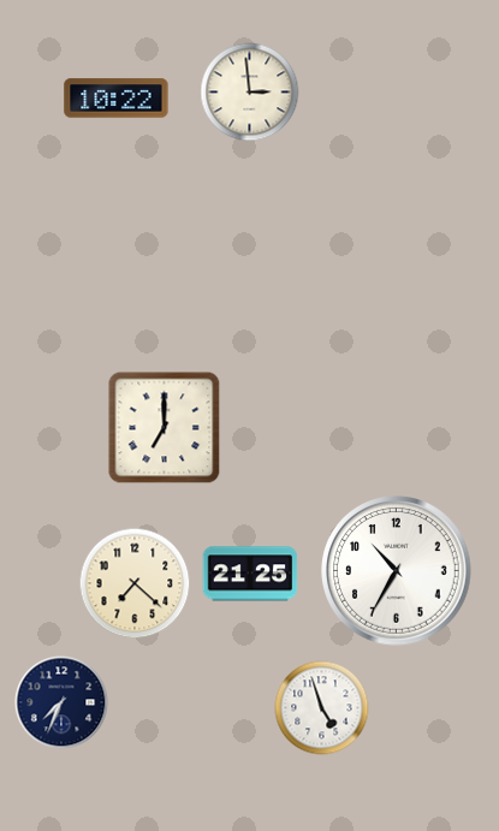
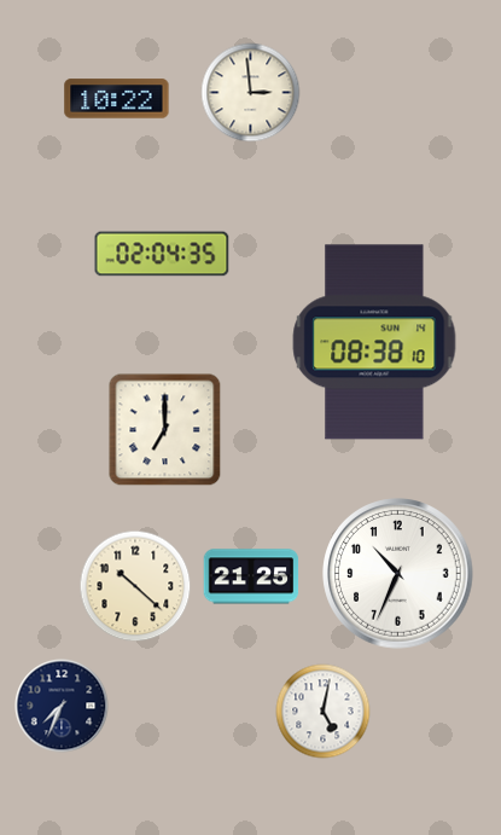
clock at (162, 254): none -> 02:04
clock at (374, 342): none -> 08:38
clock at (397, 571): 10:35 -> 10:34
clock at (135, 583): 7:22 -> 10:22
clock at (322, 708): 4:57 -> 5:02
